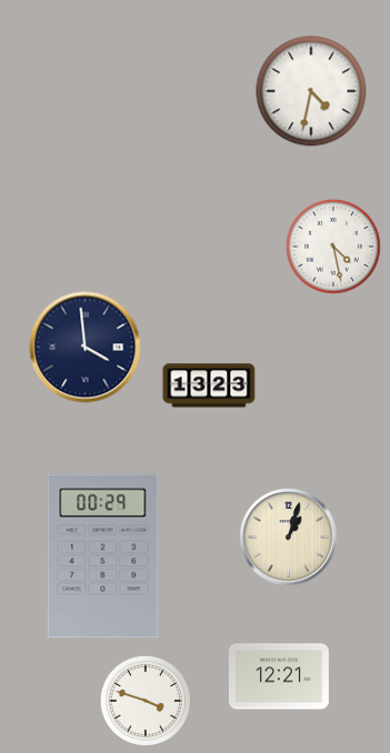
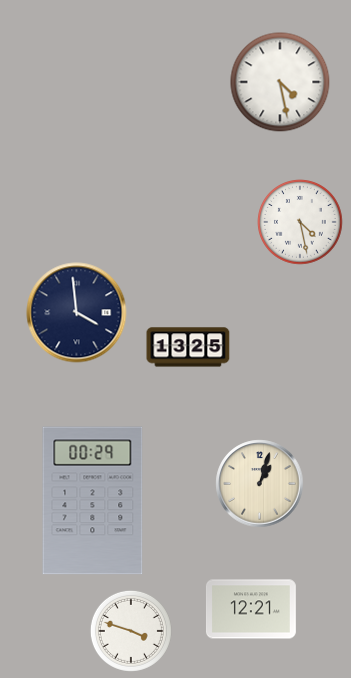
clock at (311, 91): 4:32 -> 4:28
clock at (209, 385): 13:23 -> 13:25
